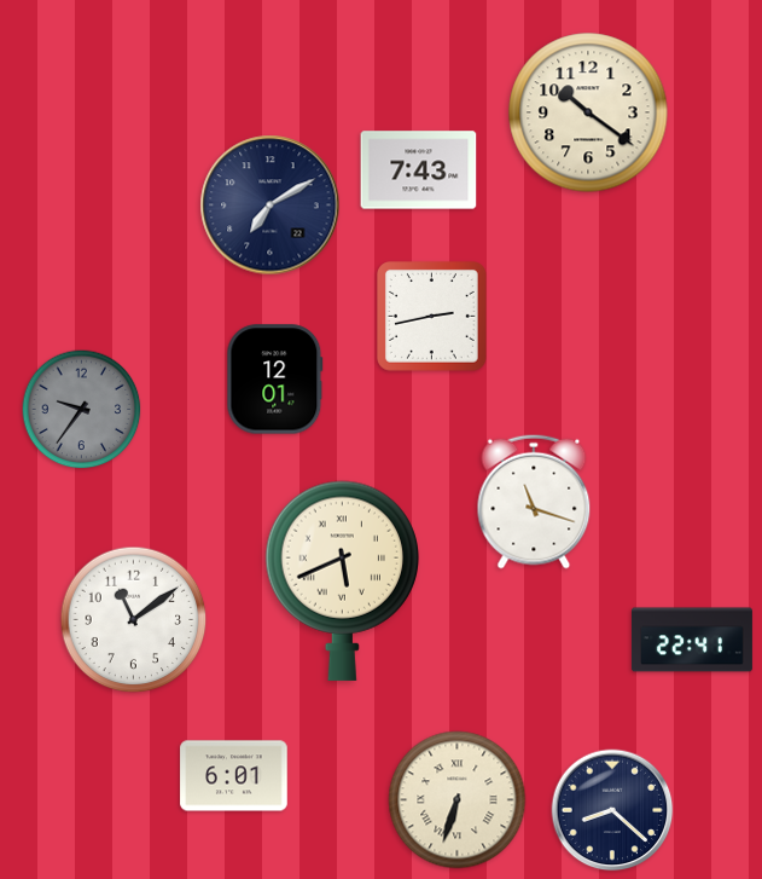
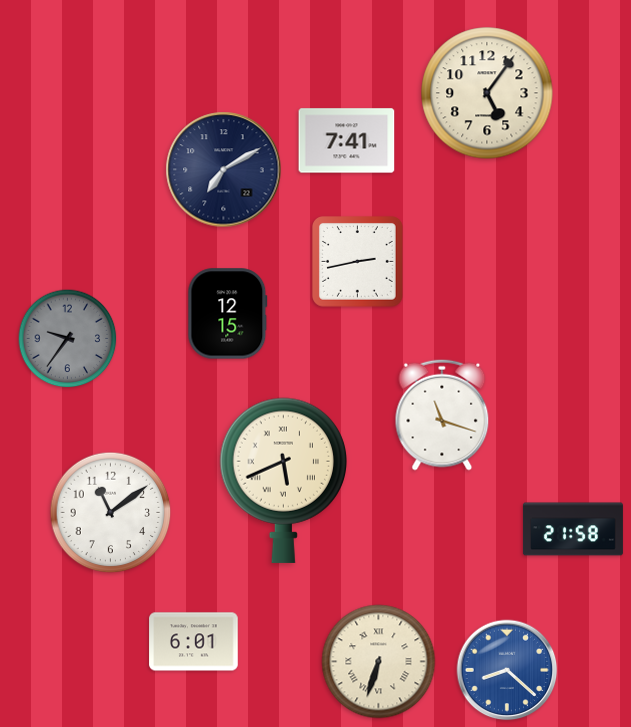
clock at (588, 112): 10:21 -> 5:06
clock at (419, 170): 7:43 -> 7:41
clock at (275, 380): 12:01 -> 12:15
clock at (692, 640): 22:41 -> 21:58
clock at (612, 810) dial: navy -> blue
